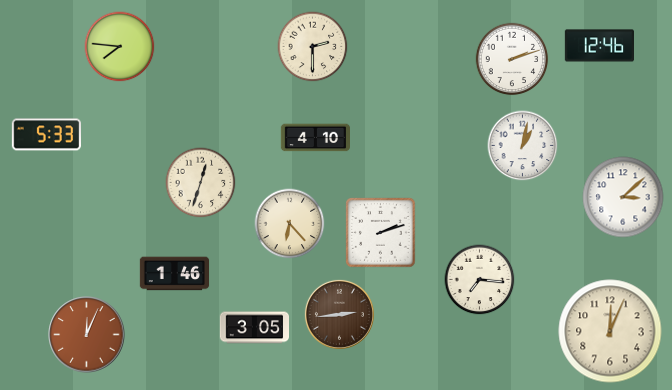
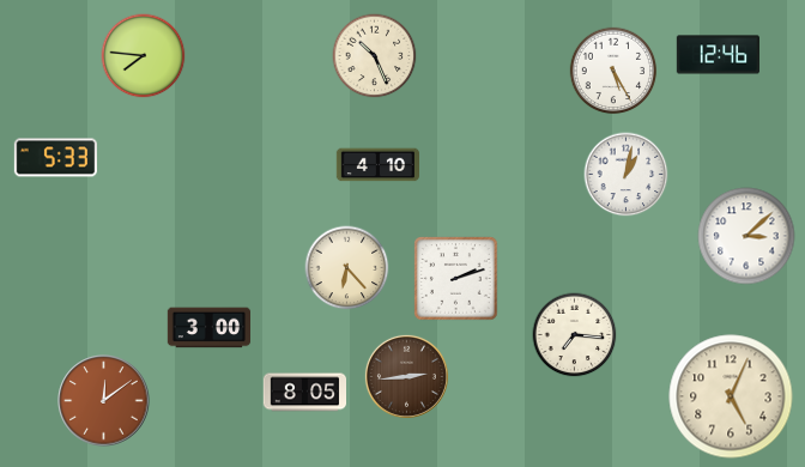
clock at (313, 47): 2:30 -> 10:26
clock at (512, 59): 2:12 -> 5:25
clock at (46, 135) position: (46, 135) -> (55, 158)
clock at (201, 183): 12:33 -> none
clock at (175, 274): 1:46 -> 3:00
clock at (254, 328): 3:05 -> 8:05
clock at (610, 331): 12:04 -> 5:04
clock at (87, 335): 12:04 -> 12:09
